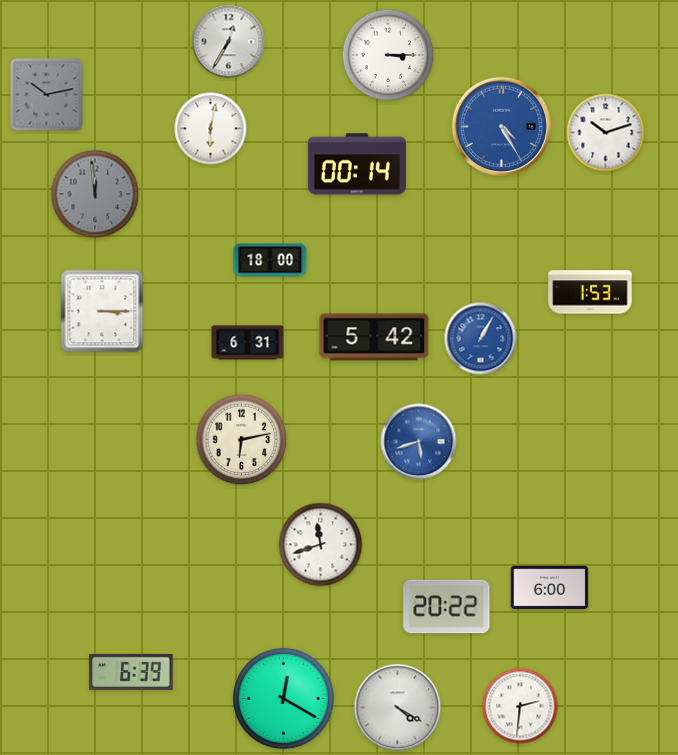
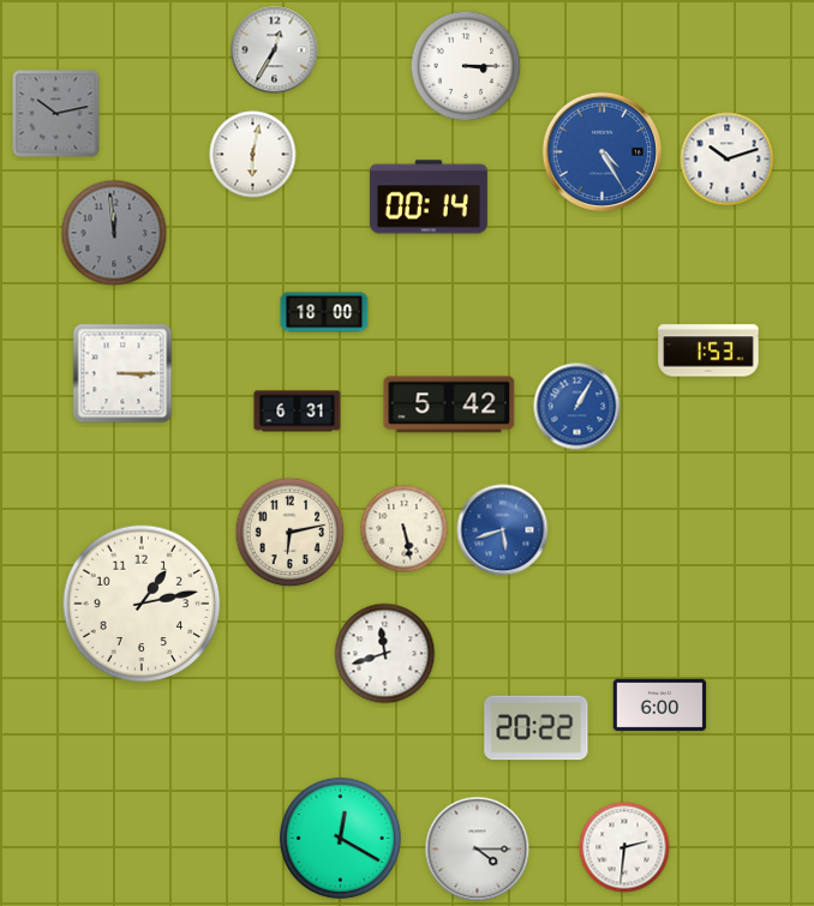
clock at (242, 440) position: (242, 440) -> (291, 533)
clock at (405, 529): none -> 5:28
clock at (142, 604): none -> 1:13
clock at (131, 672): 6:39 -> none
clock at (398, 708): 4:20 -> 4:15
